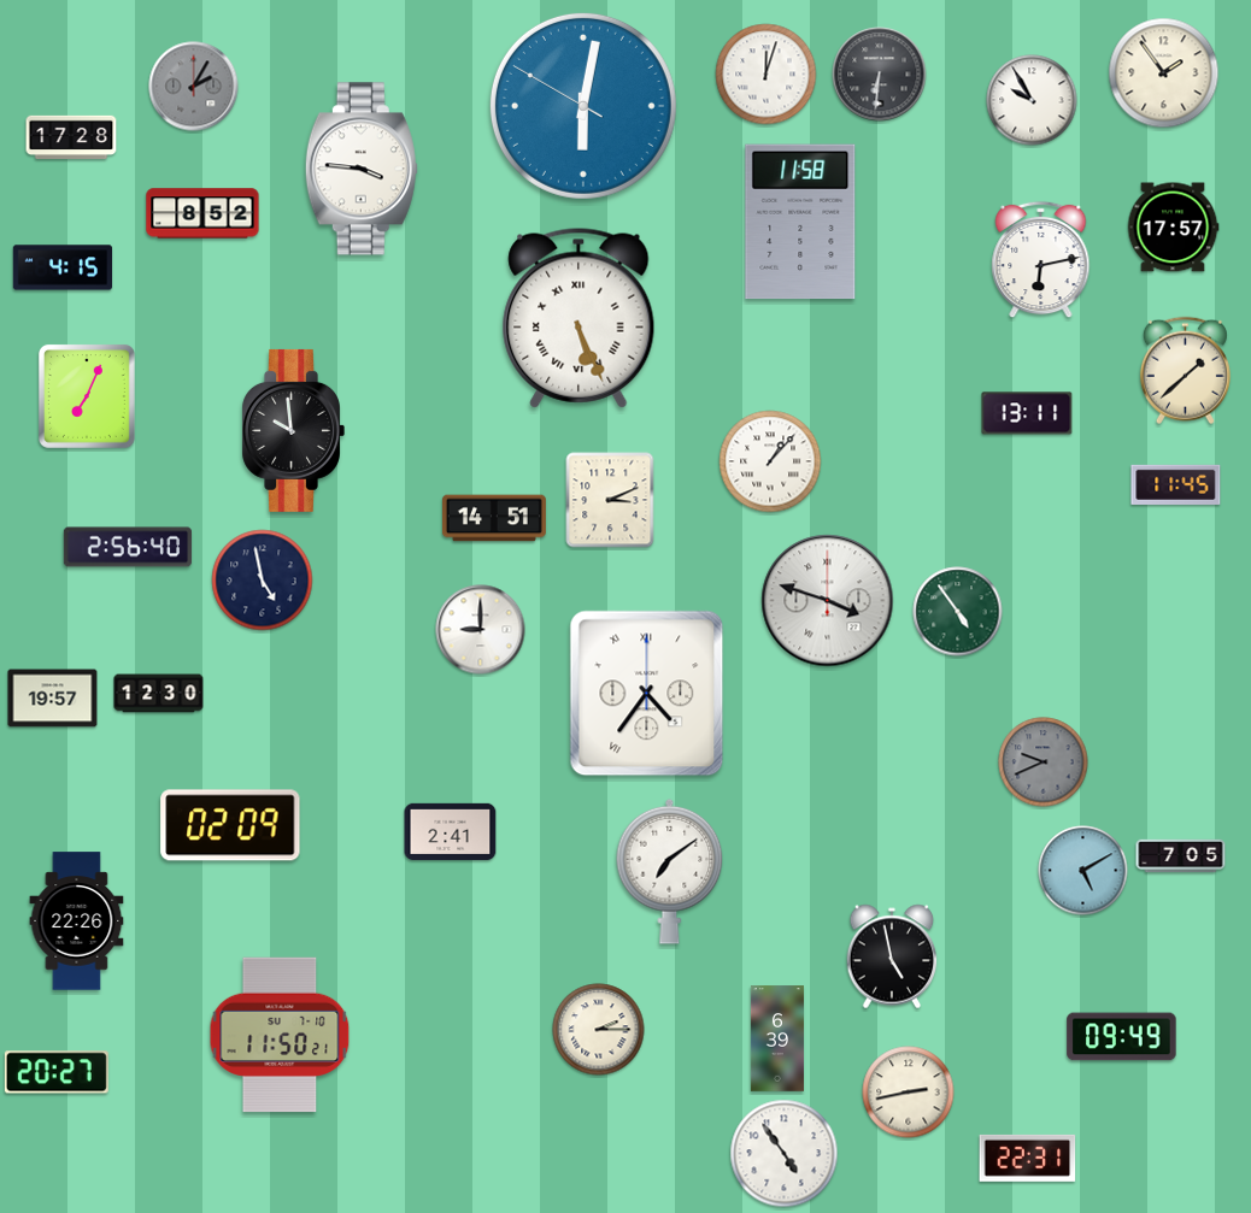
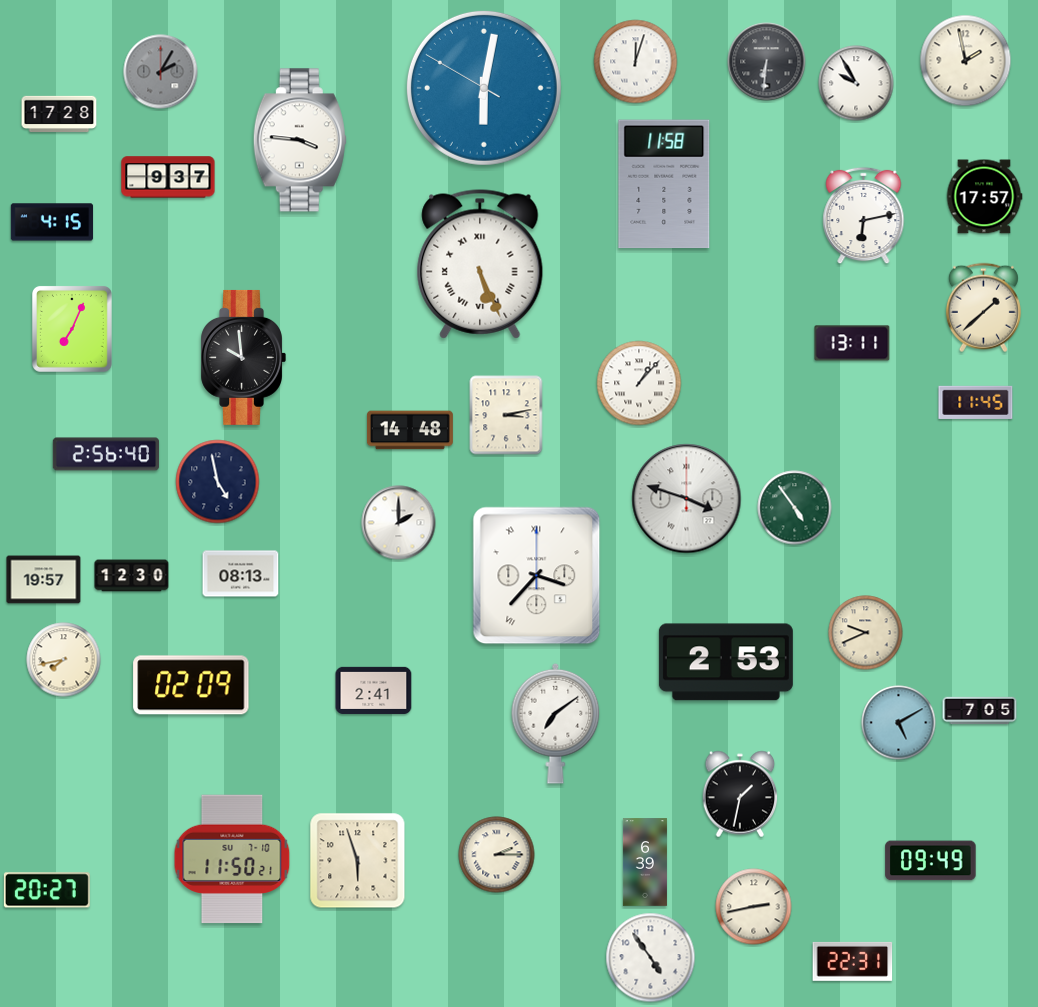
clock at (1164, 73): 1:54 -> 1:58
clock at (880, 75) position: (880, 75) -> (767, 62)
clock at (202, 213): 8:52 -> 9:37
clock at (1173, 228) position: (1173, 228) -> (984, 197)
clock at (610, 500): 3:11 -> 3:13
clock at (494, 518): 14:51 -> 14:48
clock at (481, 630): 9:00 -> 2:00
clock at (241, 574): none -> 08:13
clock at (647, 694): 4:36 -> 3:37
clock at (1044, 762) dial: grey -> cream
clock at (64, 660): none -> 7:43
clock at (726, 662): none -> 2:53
clock at (77, 921): 22:26 -> none
clock at (892, 956): 4:58 -> 1:32
clock at (358, 861): none -> 5:57
